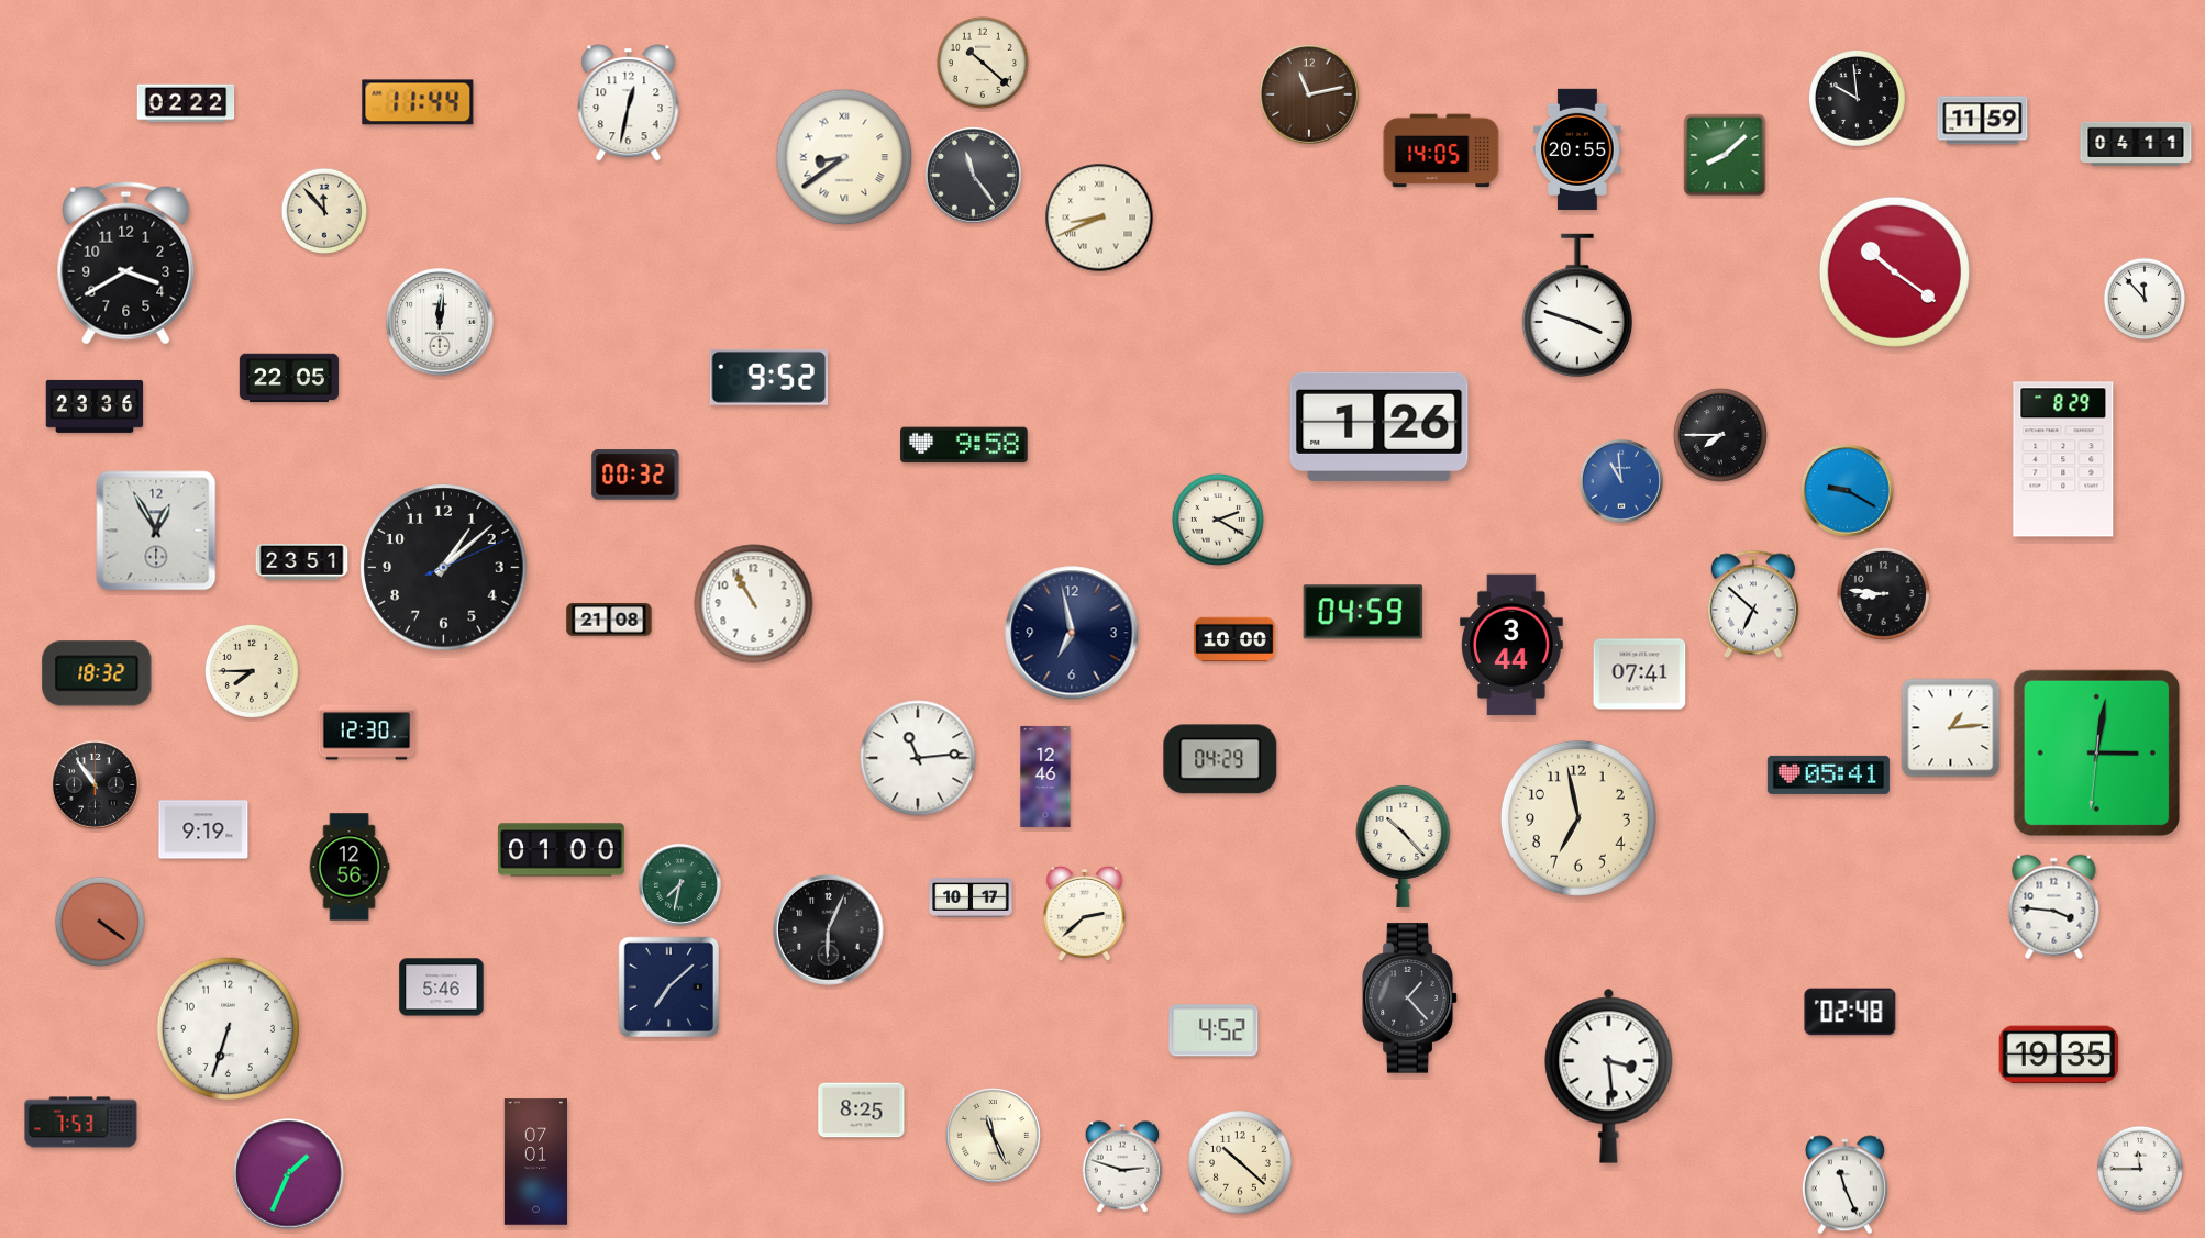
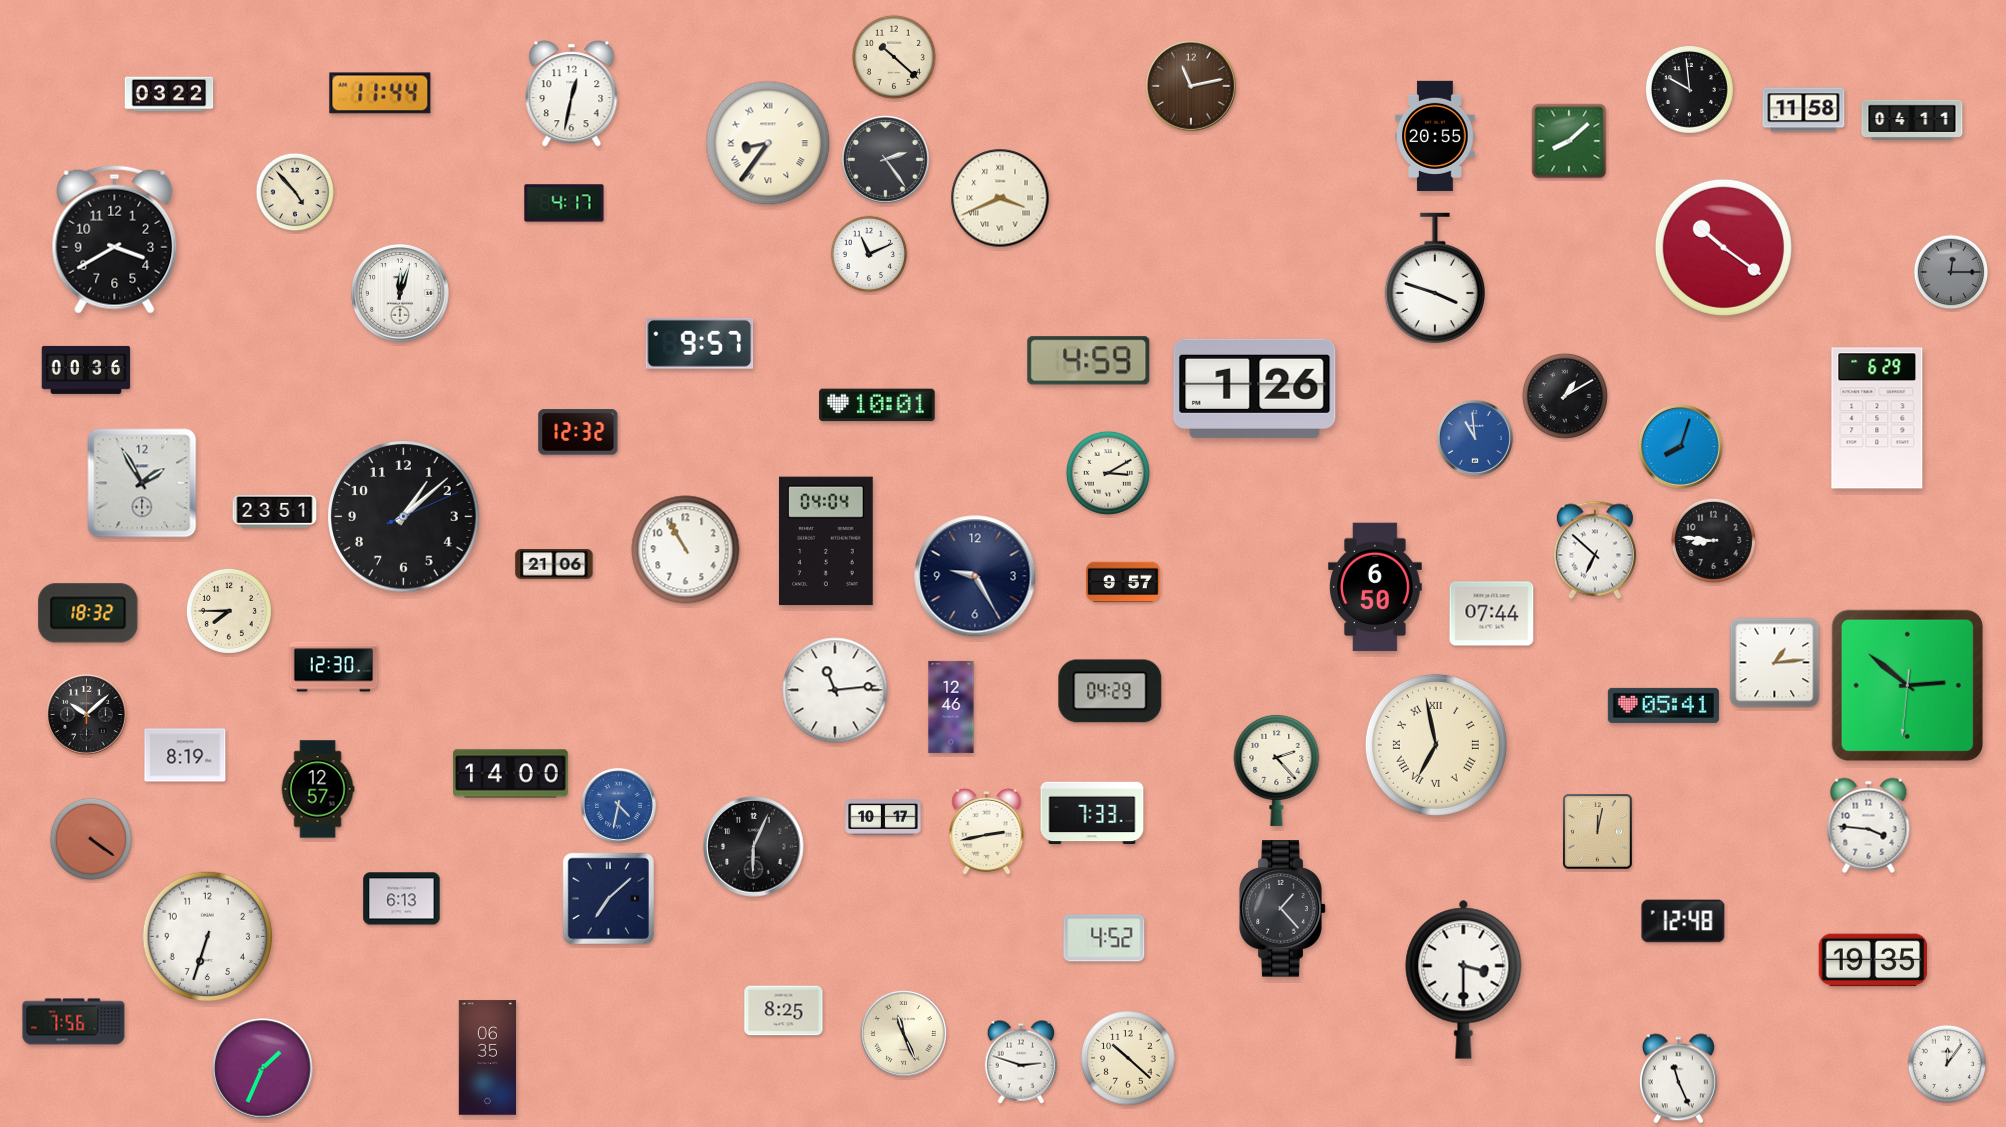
clock at (186, 103): 02:22 -> 03:22
clock at (1983, 121): 11:59 -> 11:58
clock at (2136, 144) position: (2136, 144) -> (1912, 120)
clock at (1441, 150): 14:05 -> none
clock at (844, 157): 8:39 -> 8:36
clock at (974, 176): 11:24 -> 2:24
clock at (324, 211): 11:53 -> 4:53
clock at (1099, 218): 8:41 -> 3:41
clock at (564, 203): none -> 4:17
clock at (869, 254): none -> 11:11
clock at (2145, 299): 11:53 -> 12:15
clock at (2145, 299) dial: white -> grey
clock at (440, 322): 12:01 -> 12:03
clock at (769, 377): 9:52 -> 9:57
clock at (289, 378): 22:05 -> none
clock at (1089, 361): none -> 4:59
clock at (95, 406): 23:36 -> 00:36
clock at (1720, 435): 7:45 -> 1:10
clock at (964, 445): 9:58 -> 10:01
clock at (2063, 459): 8:29 -> 6:29
clock at (635, 475): 00:32 -> 12:32
clock at (1847, 490): 9:20 -> 8:03
clock at (1218, 520): 2:20 -> 3:10
clock at (156, 531): 12:55 -> 1:55
clock at (827, 541): none -> 04:04
clock at (1363, 612): 04:59 -> none
clock at (609, 621): 21:08 -> 21:06
clock at (1072, 633): 6:58 -> 9:25
clock at (1234, 639): 10:00 -> 9:57
clock at (1513, 645): 3:44 -> 6:50
clock at (1640, 674): 07:41 -> 07:44
clock at (2096, 752): 3:01 -> 2:51
clock at (95, 784): 10:54 -> 10:08
clock at (1578, 818) numerals: Arabic -> Roman
clock at (203, 829): 9:19 -> 8:19
clock at (1404, 846): 10:23 -> 2:23
clock at (562, 850): 01:00 -> 14:00
clock at (350, 867): 12:56 -> 12:57
clock at (679, 884): 7:32 -> 4:32
clock at (679, 884) dial: green -> blue
clock at (1092, 813): none -> 7:33
clock at (1085, 914): 2:38 -> 2:43
clock at (1598, 832): none -> 12:02
clock at (442, 988): 5:46 -> 6:13
clock at (1850, 1012): 02:48 -> 12:48
clock at (1609, 1075): 3:29 -> 3:30
clock at (81, 1123): 7:53 -> 7:56
clock at (535, 1162): 07:01 -> 06:35
clock at (2140, 1169): 11:45 -> 12:06
